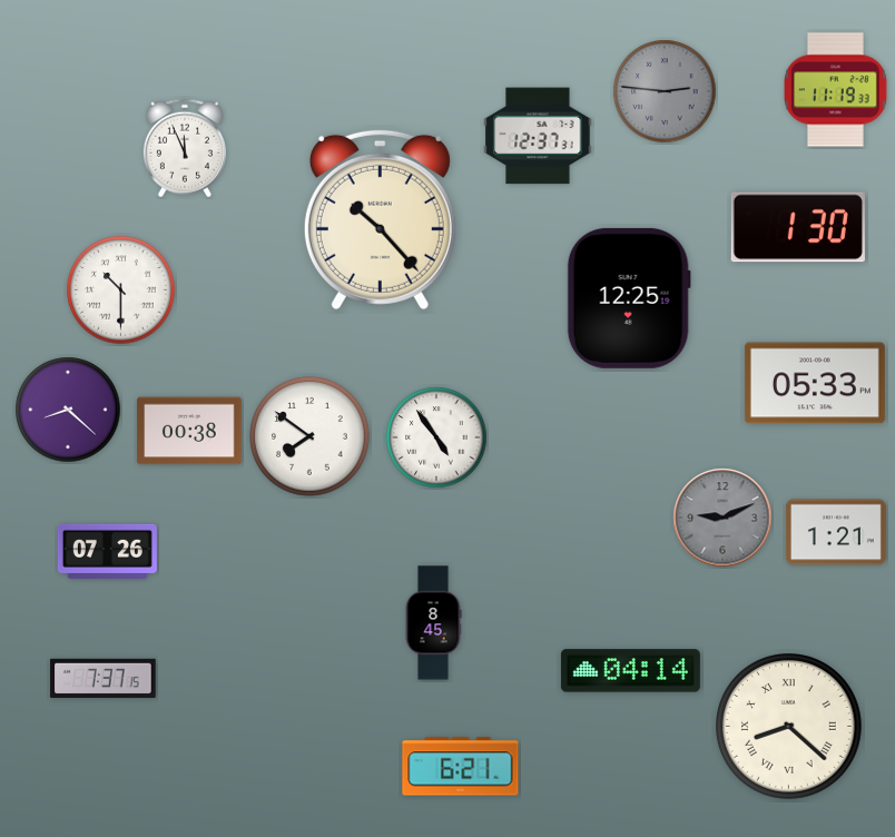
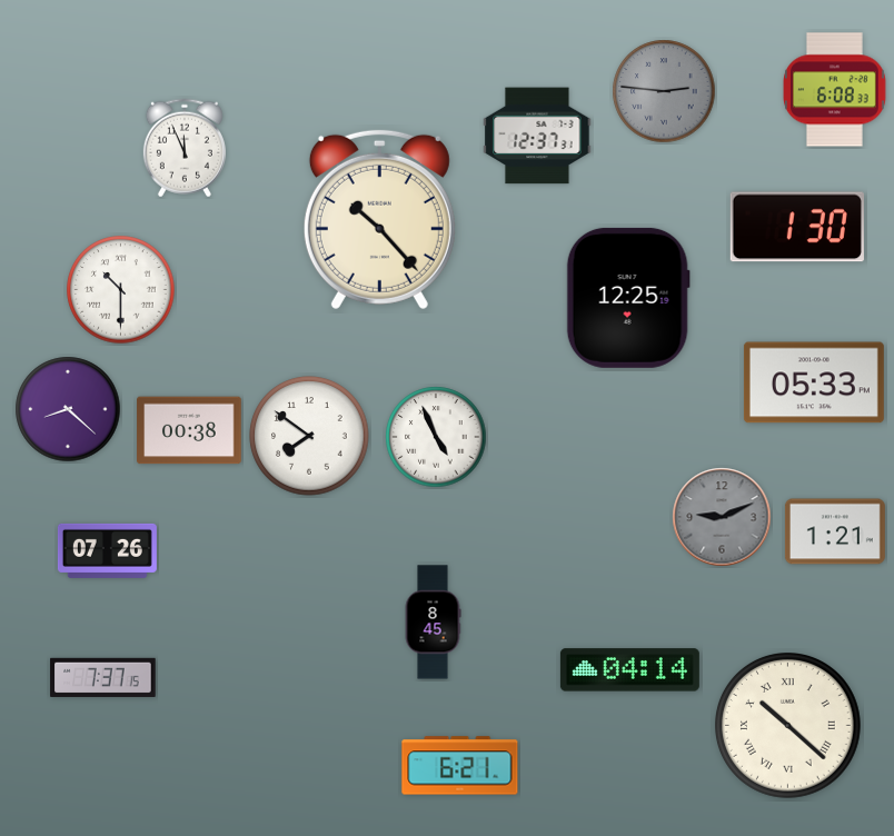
clock at (836, 90): 11:19 -> 6:08
clock at (436, 437): 4:54 -> 4:56
clock at (789, 727): 8:22 -> 10:22
